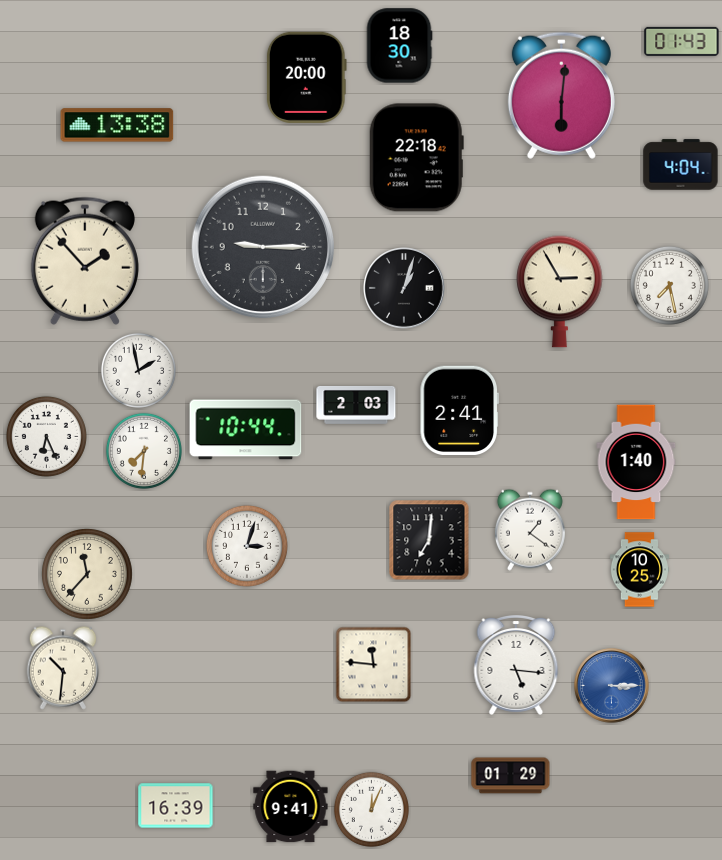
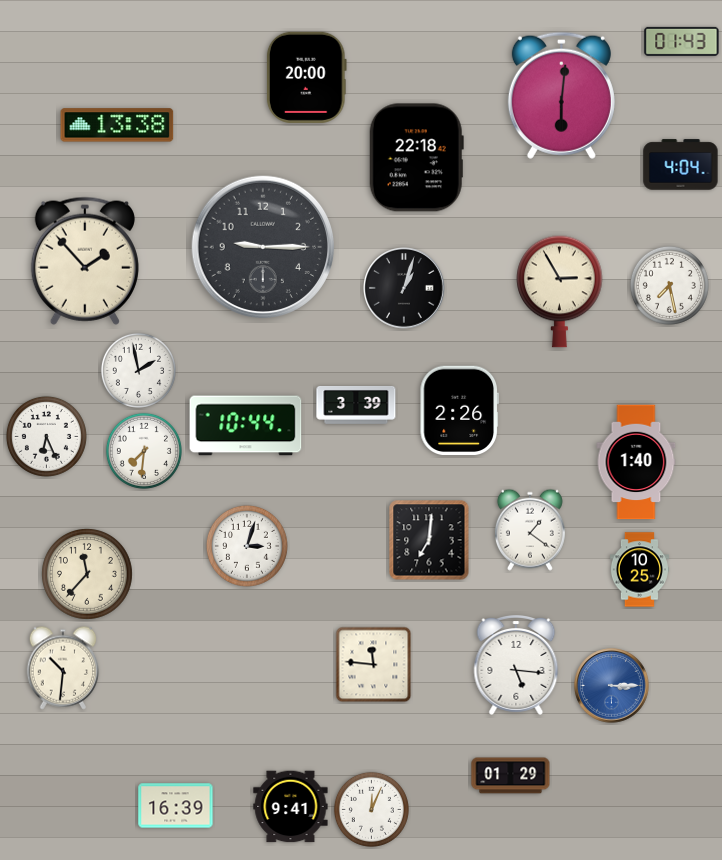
clock at (399, 46): 18:30 -> none
clock at (356, 405): 2:03 -> 3:39
clock at (459, 411): 2:41 -> 2:26
clock at (246, 430) position: (246, 430) -> (246, 426)
